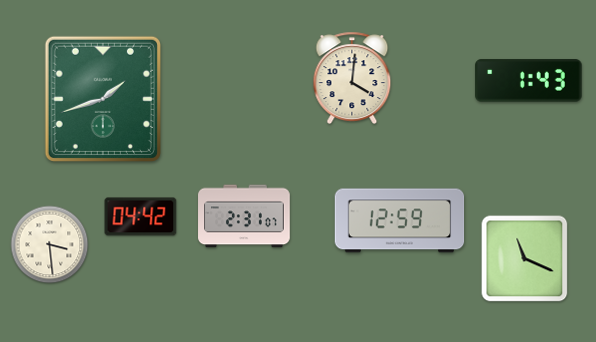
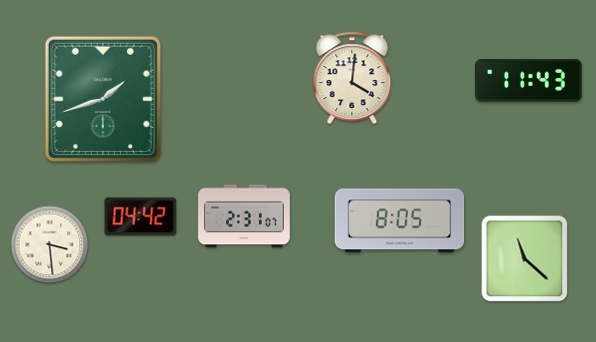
clock at (529, 81): 1:43 -> 11:43
clock at (400, 221): 12:59 -> 8:05
clock at (525, 259): 11:19 -> 11:22
